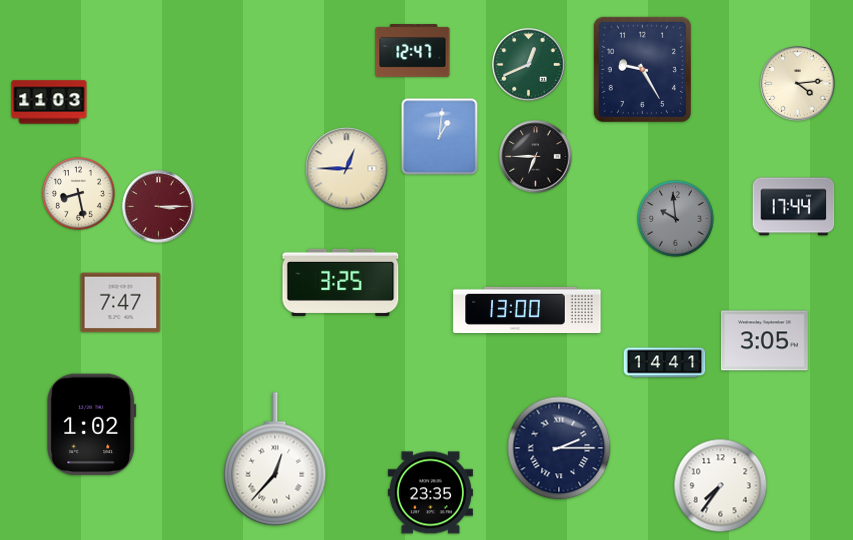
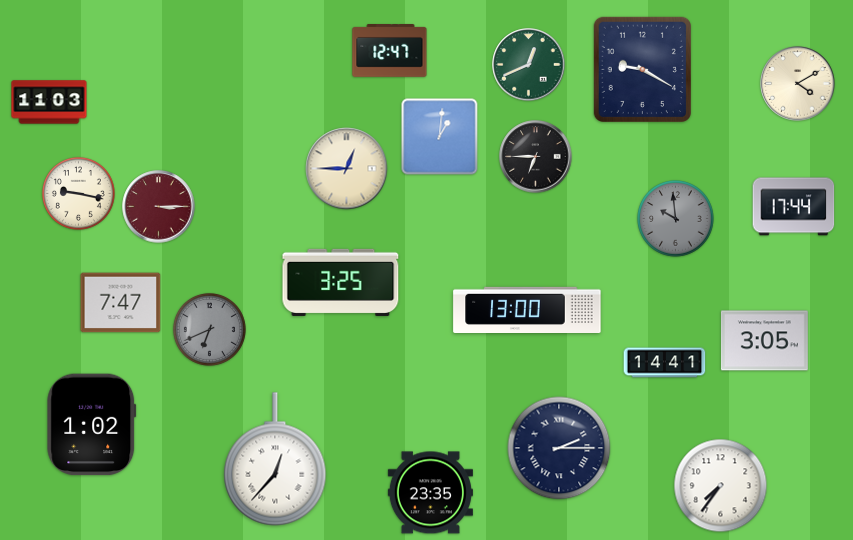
clock at (413, 51) position: (413, 51) -> (390, 51)
clock at (642, 69): 9:25 -> 9:20
clock at (798, 84): 4:14 -> 4:10
clock at (78, 193): 8:28 -> 9:17
clock at (209, 329): none -> 6:41
